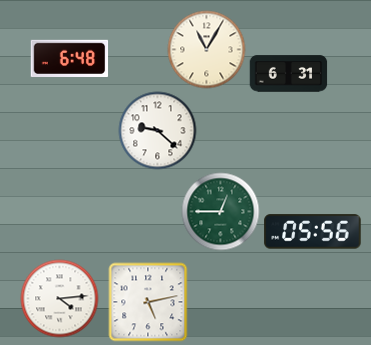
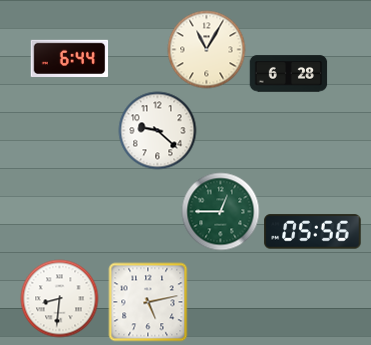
clock at (69, 58): 6:48 -> 6:44
clock at (288, 74): 6:31 -> 6:28
clock at (59, 298): 4:14 -> 8:31
